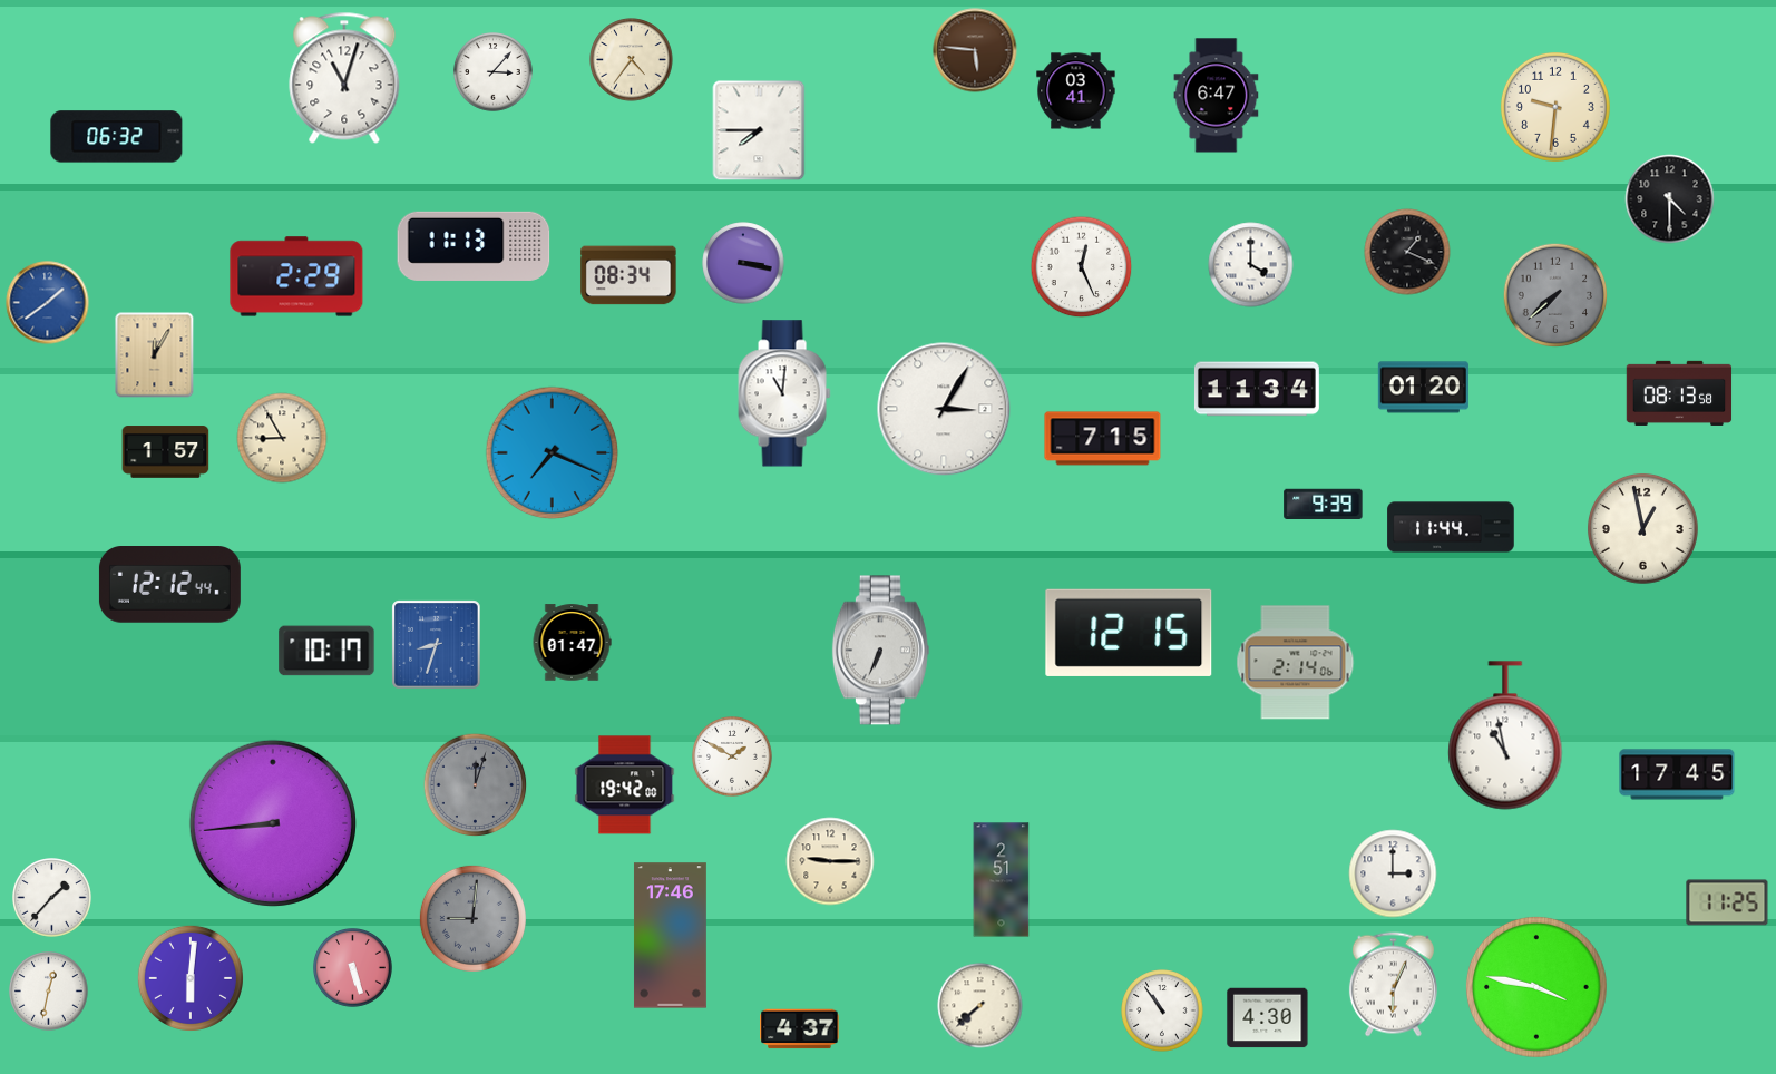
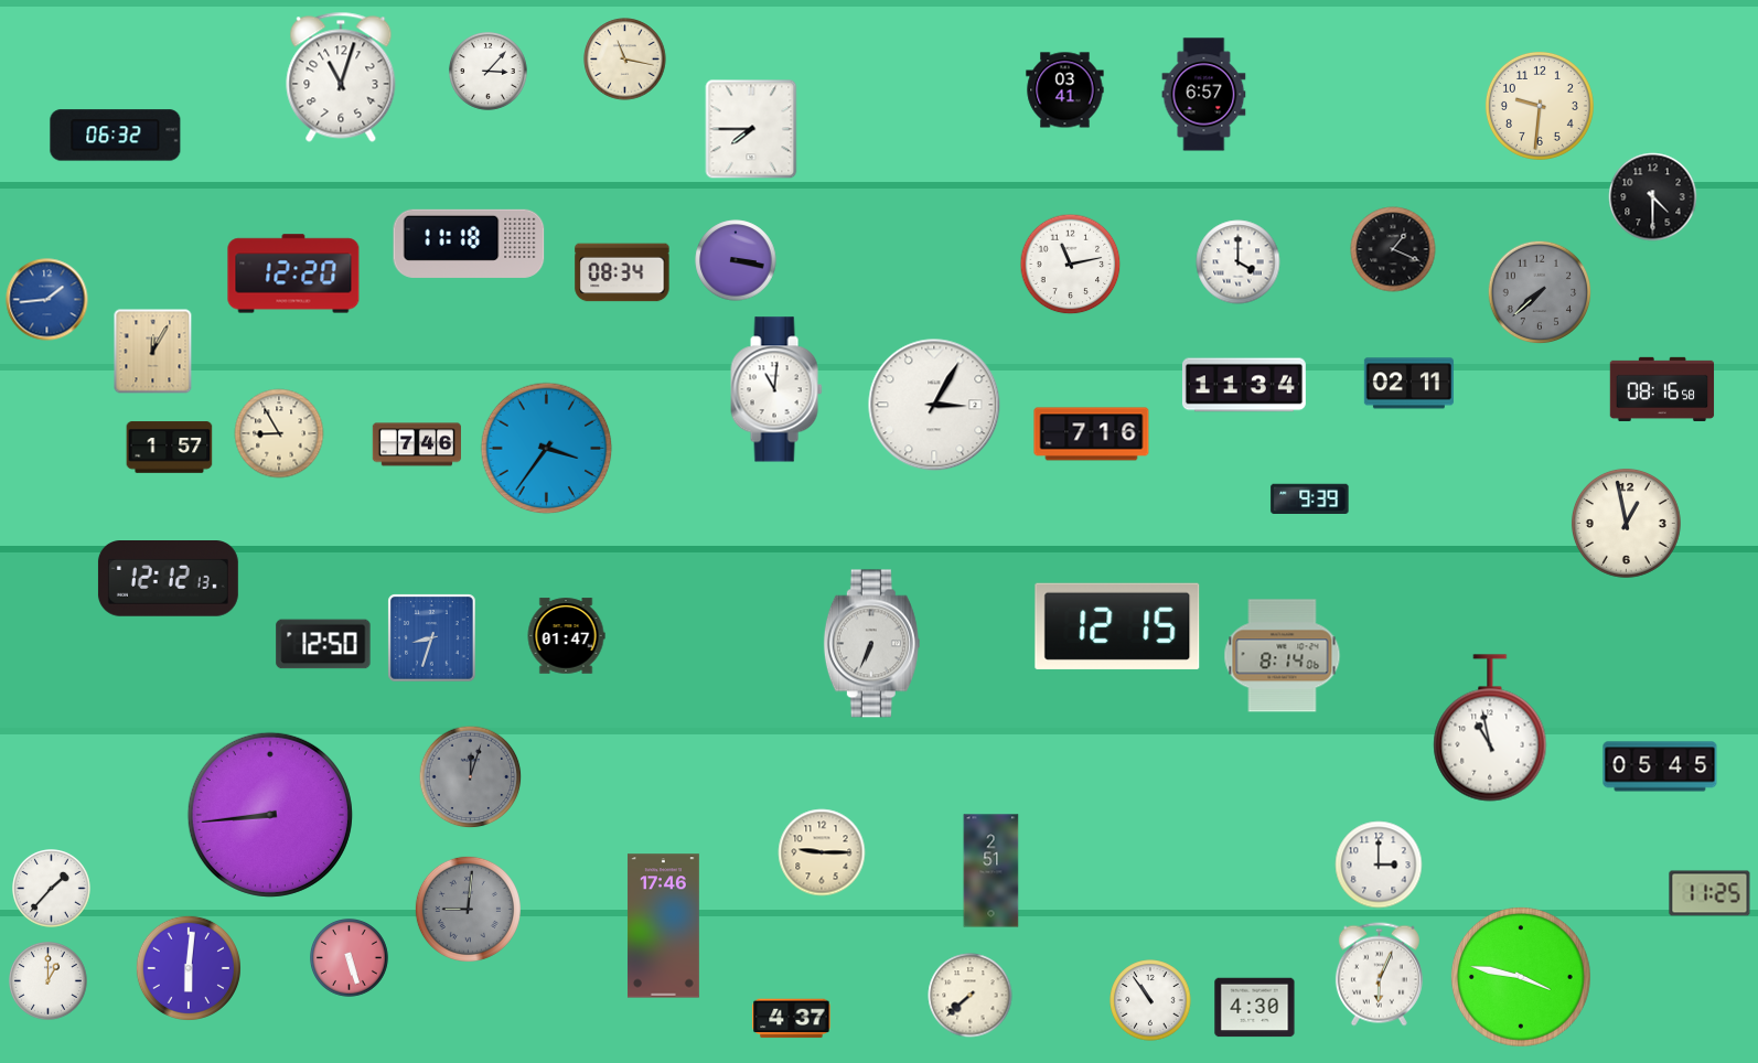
clock at (975, 50): 5:46 -> none
clock at (632, 60): 4:36 -> 11:17
clock at (1217, 96): 6:47 -> 6:57
clock at (474, 246): 11:13 -> 11:18
clock at (1082, 267): 12:26 -> 11:13
clock at (296, 276): 2:29 -> 12:20
clock at (48, 303): 1:39 -> 1:44
clock at (1423, 388): 01:20 -> 02:11
clock at (1679, 393): 08:13 -> 08:16
clock at (1103, 439): 7:15 -> 7:16
clock at (416, 444): none -> 7:46
clock at (166, 452) position: (166, 452) -> (170, 448)
clock at (553, 453): 7:19 -> 3:36
clock at (1451, 527): 11:44 -> none
clock at (169, 585): 12:12:44 -> 12:12:13
clock at (326, 651): 10:17 -> 12:50
clock at (1296, 663): 2:14 -> 8:14
clock at (732, 756): 1:50 -> none
clock at (1677, 774): 17:45 -> 05:45
clock at (625, 785): 19:42 -> none
clock at (49, 992): 12:32 -> 1:00
